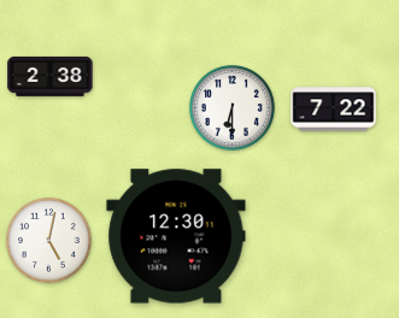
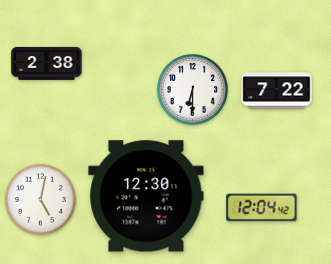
clock at (51, 76) position: (51, 76) -> (47, 63)
clock at (262, 208): none -> 12:04
